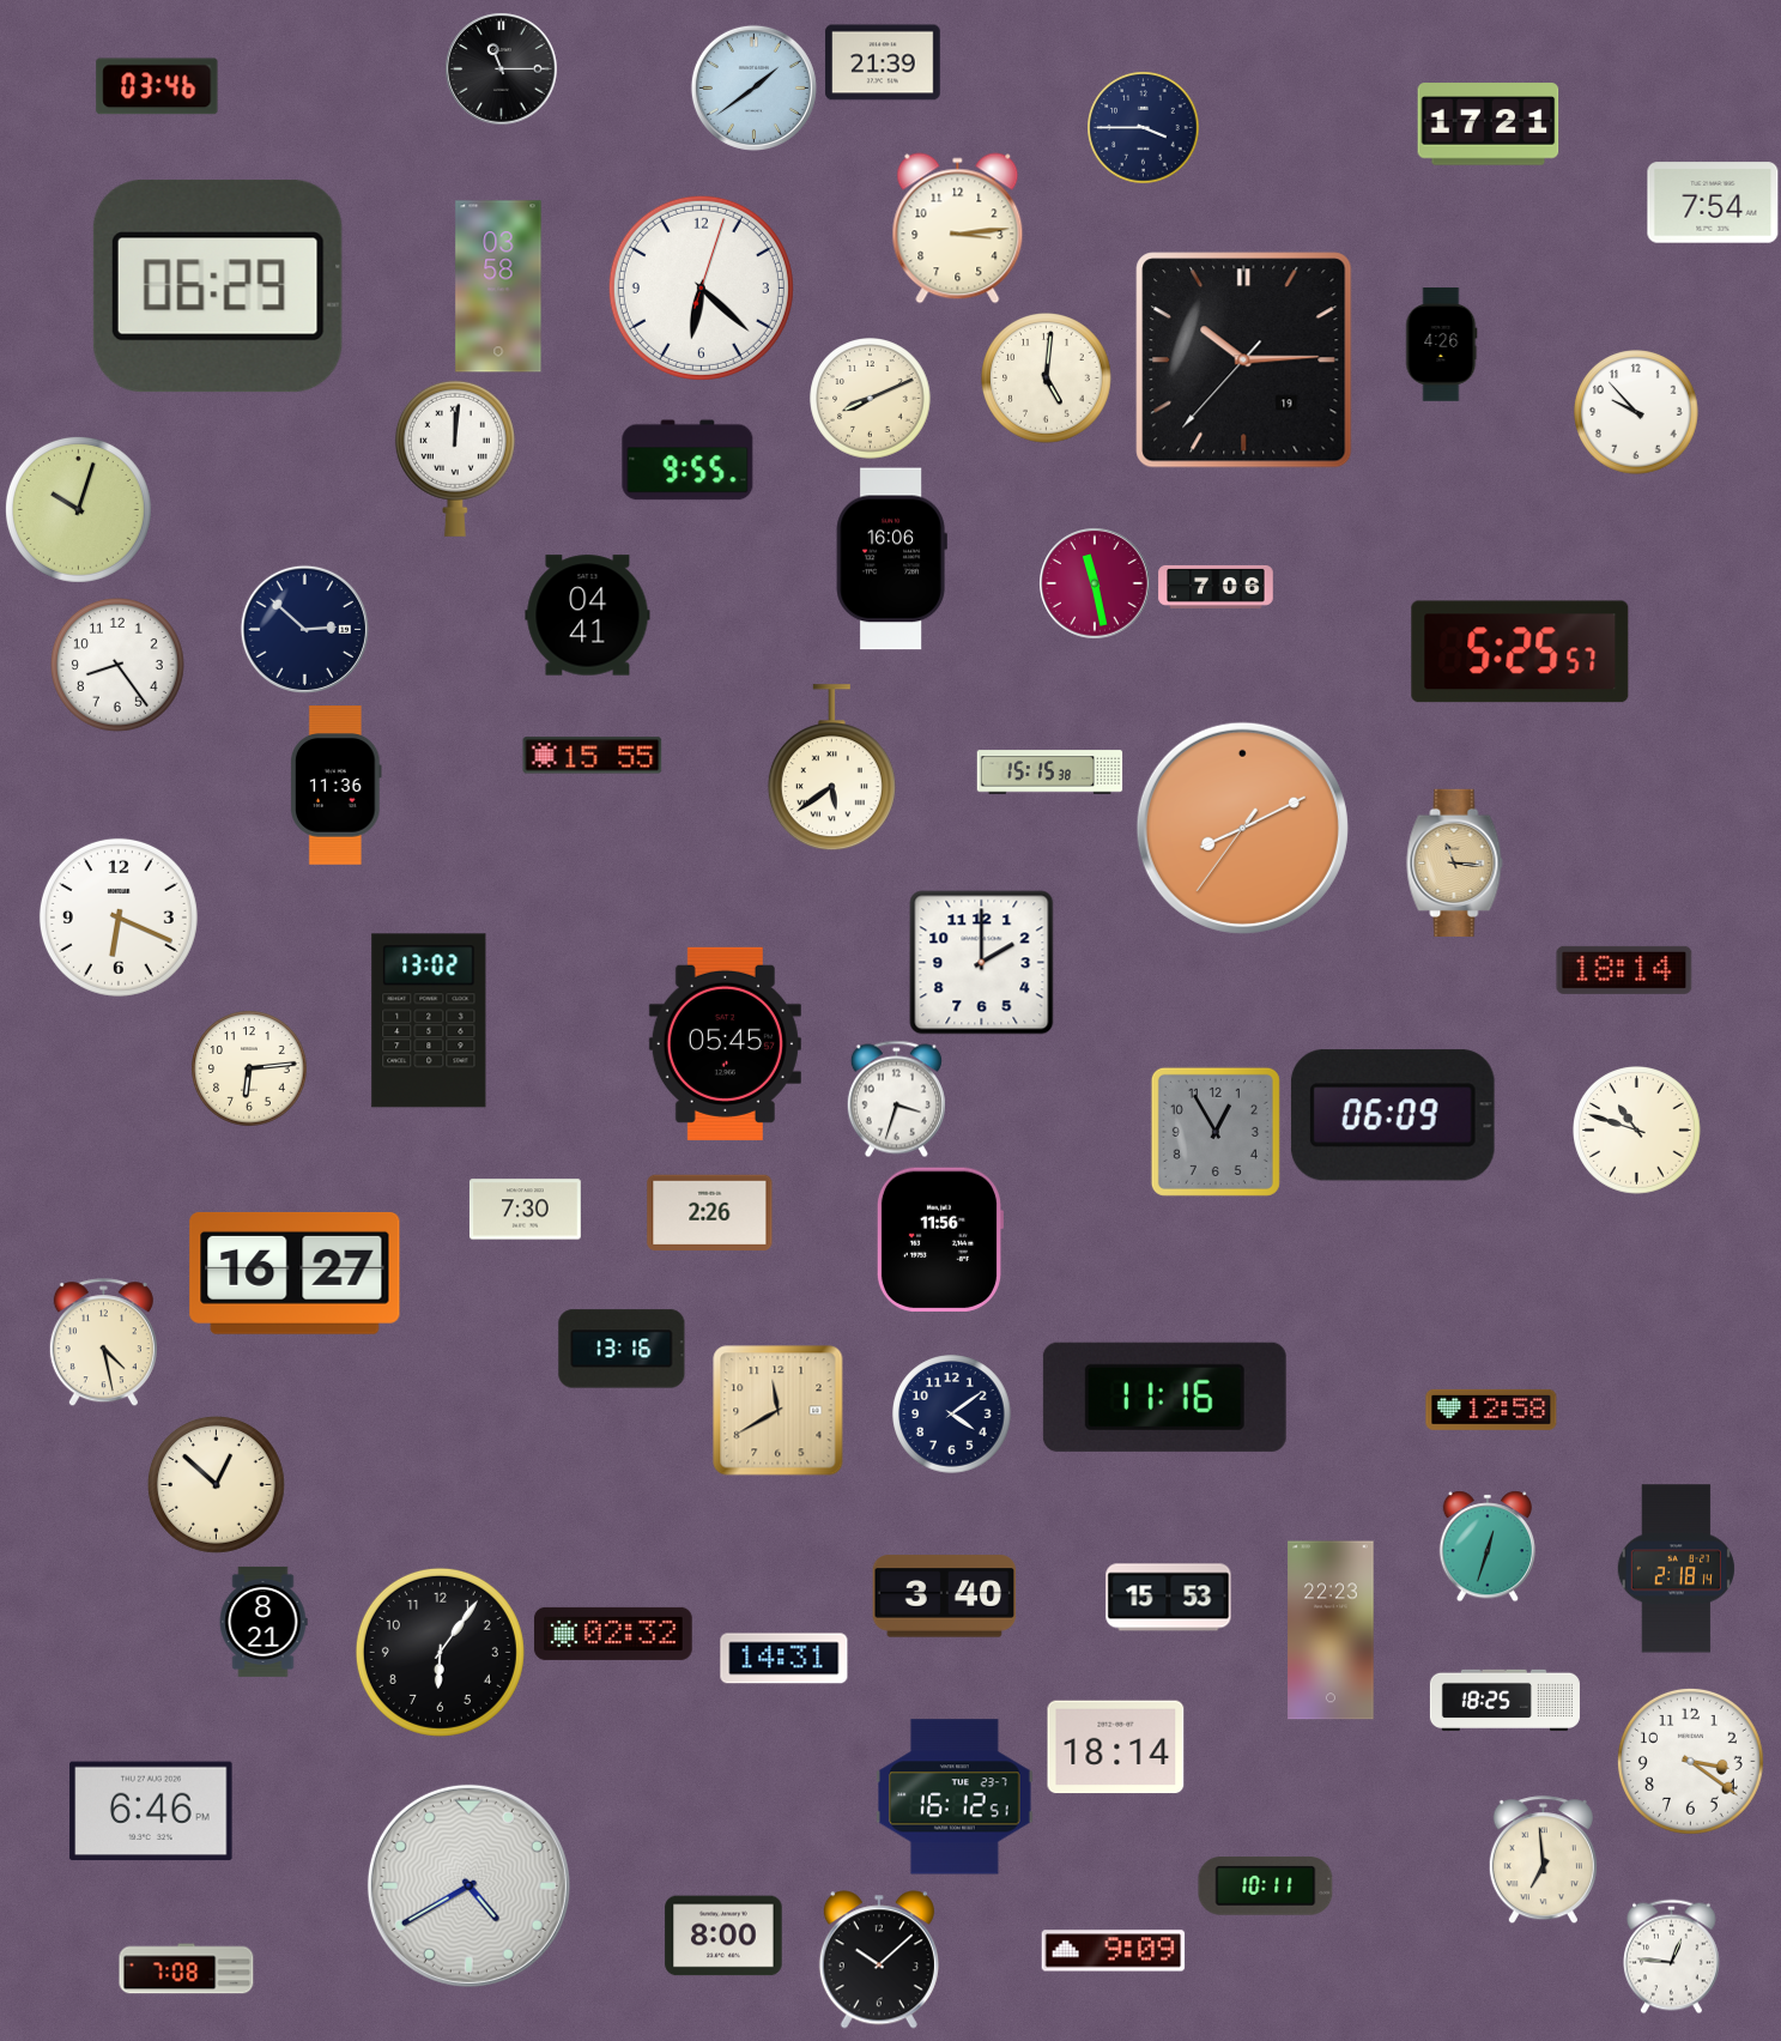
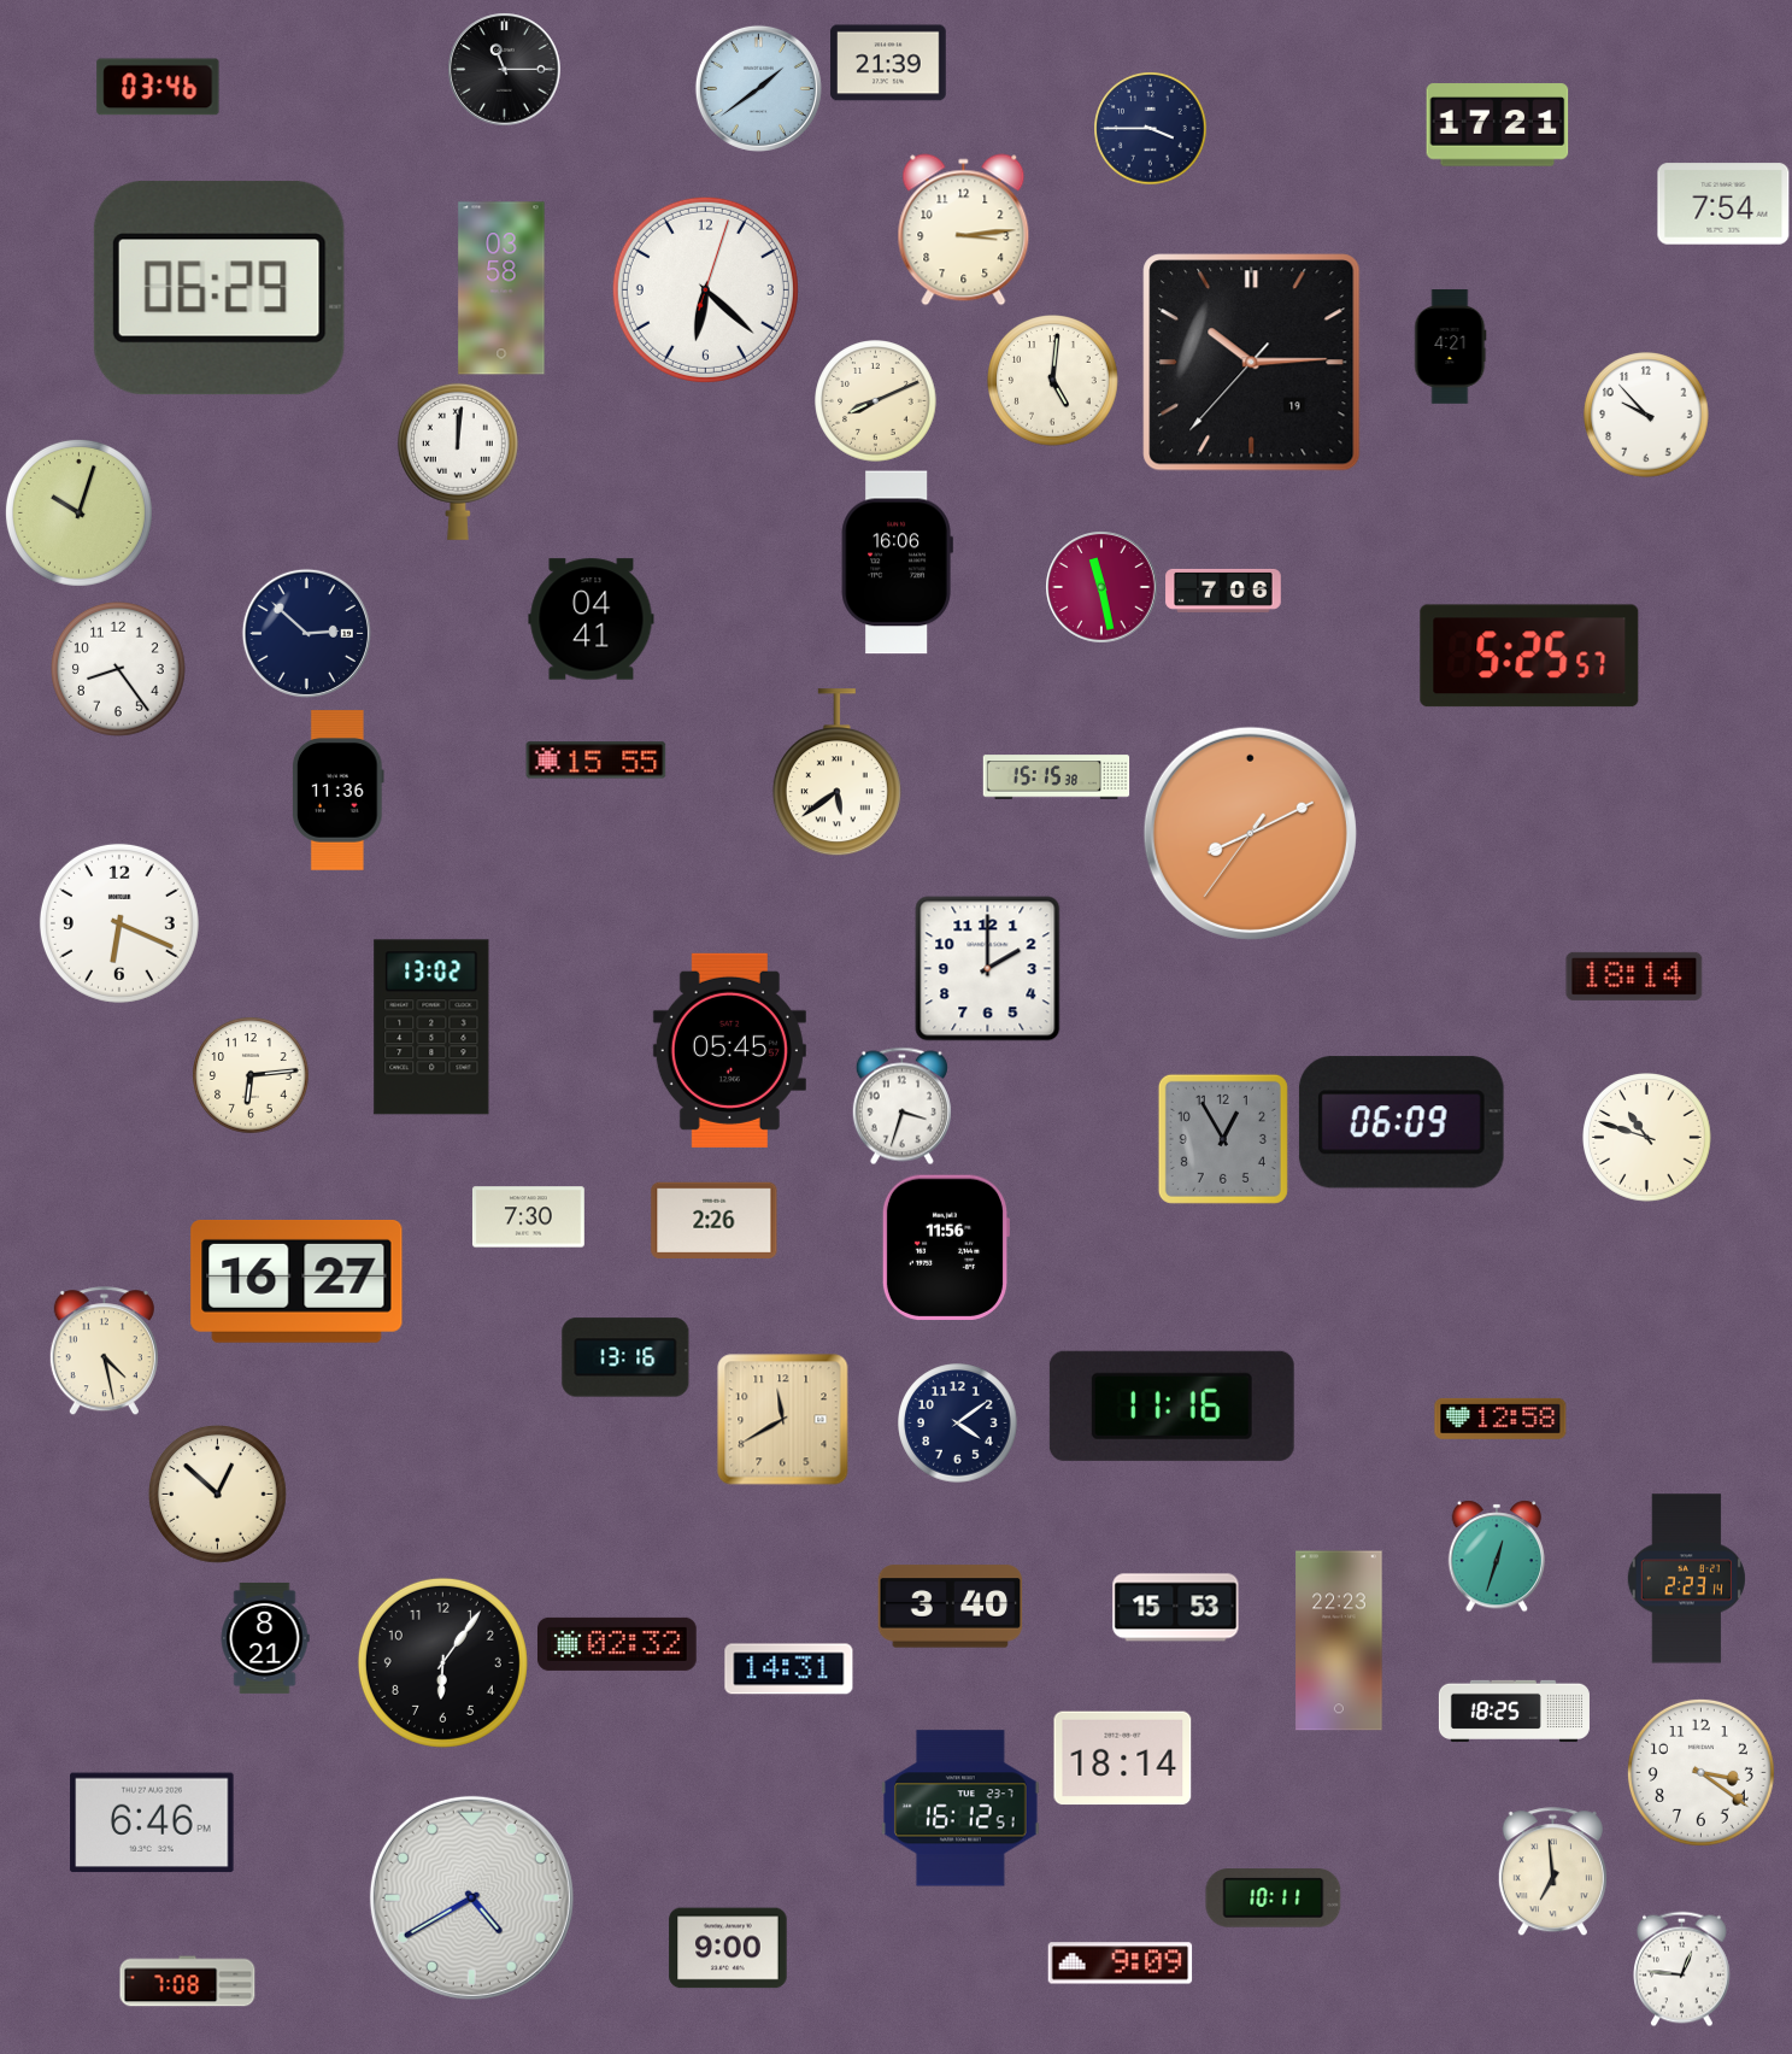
clock at (1442, 345): 4:26 -> 4:21
clock at (687, 460): 9:55 -> none
clock at (1455, 862): 11:16 -> none
clock at (1676, 1569): 2:18 -> 2:23
clock at (263, 1622) position: (263, 1622) -> (265, 1638)
clock at (723, 1936): 8:00 -> 9:00
clock at (879, 1960): 10:08 -> none
